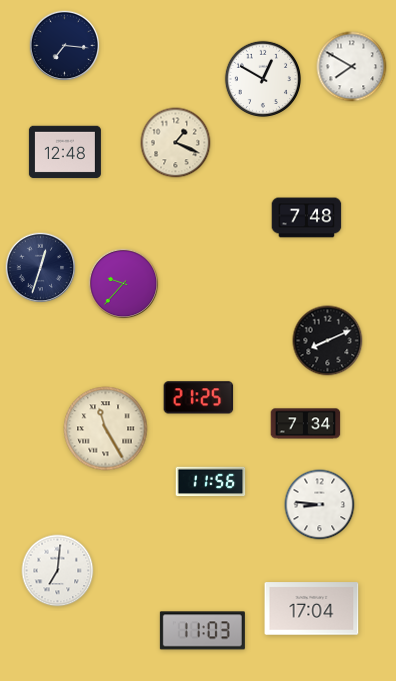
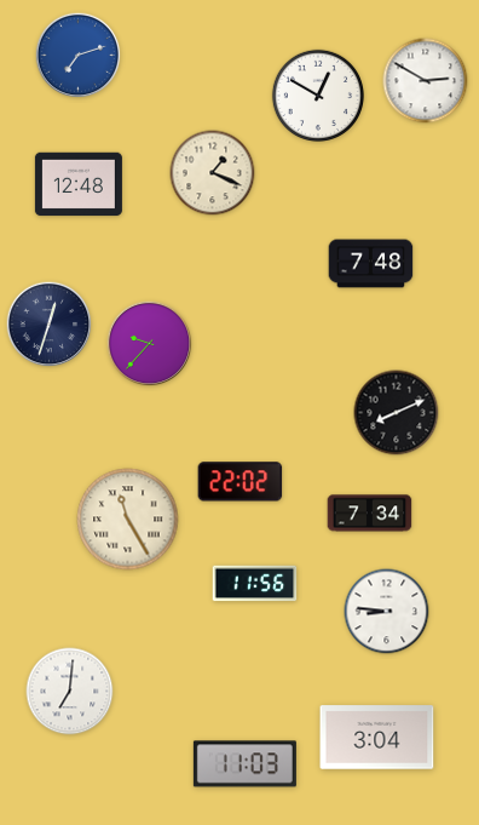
clock at (65, 46): 7:16 -> 7:12
clock at (65, 46) dial: navy -> blue
clock at (352, 67): 7:50 -> 2:50
clock at (199, 398): 21:25 -> 22:02
clock at (312, 609): 17:04 -> 3:04
